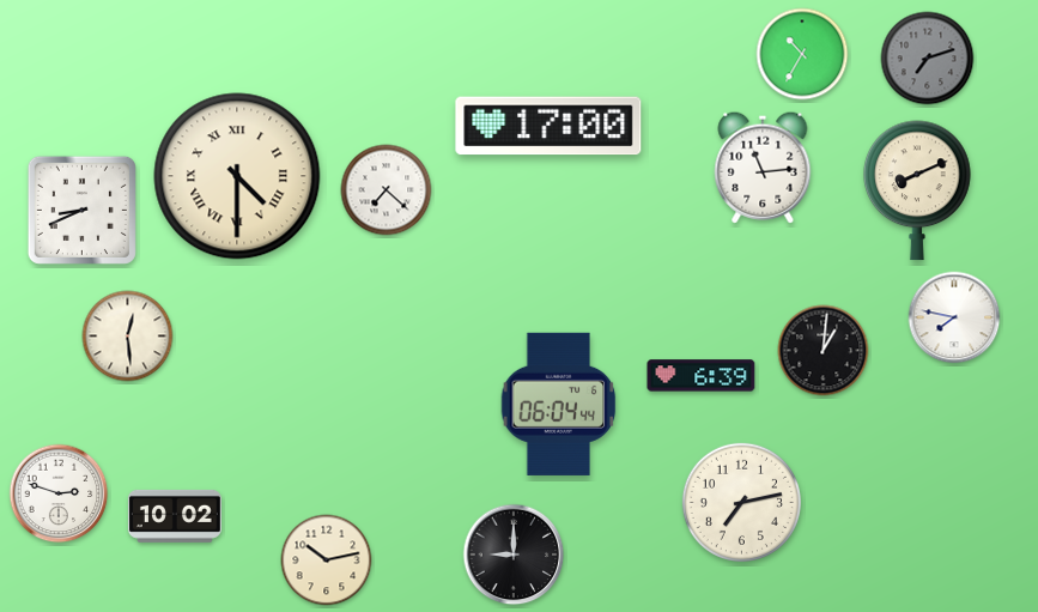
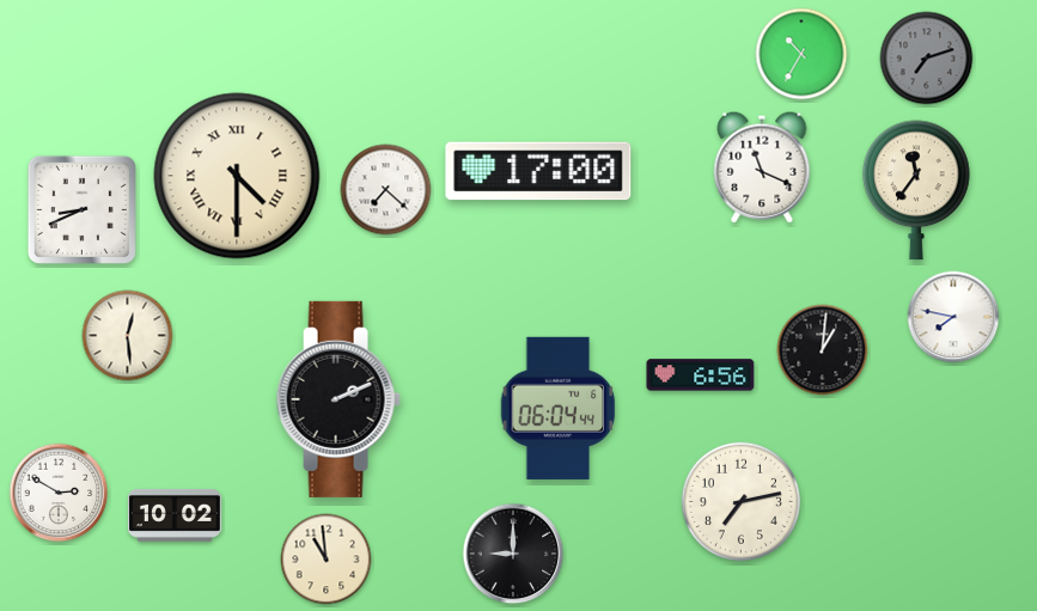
clock at (548, 126) position: (548, 126) -> (538, 171)
clock at (763, 168): 11:14 -> 11:19
clock at (918, 190): 8:11 -> 11:36
clock at (702, 376): 6:39 -> 6:56
clock at (338, 399): none -> 2:11
clock at (559, 404) position: (559, 404) -> (559, 408)
clock at (59, 493): 2:48 -> 2:50
clock at (327, 561): 10:13 -> 10:59
